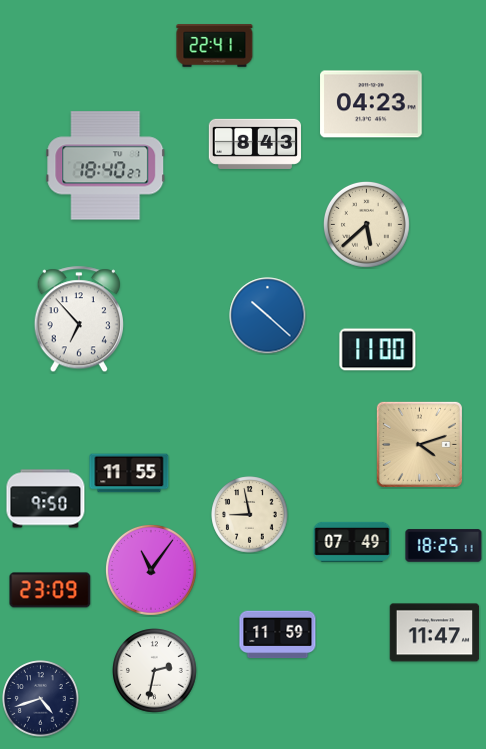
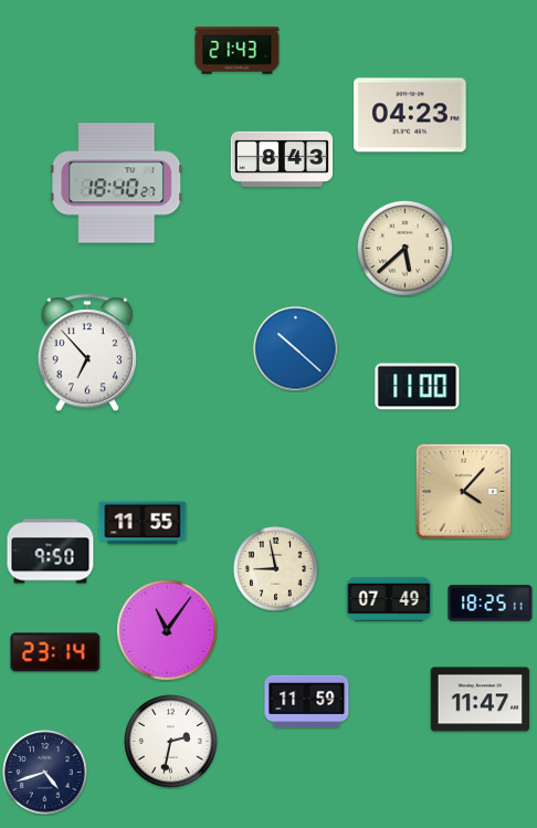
clock at (215, 46): 22:41 -> 21:43
clock at (419, 444): 4:12 -> 4:07
clock at (50, 590): 23:09 -> 23:14
